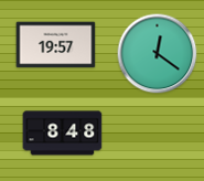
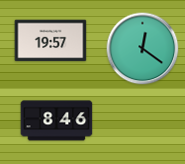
clock at (63, 134): 8:48 -> 8:46
